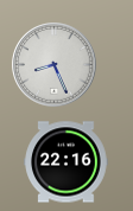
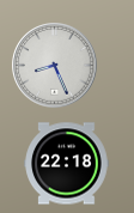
clock at (66, 162): 22:16 -> 22:18
